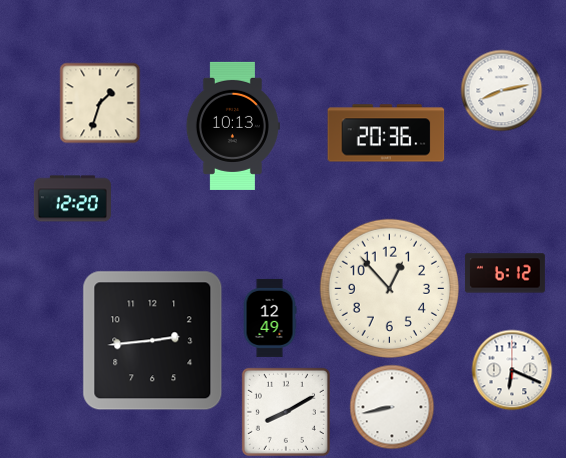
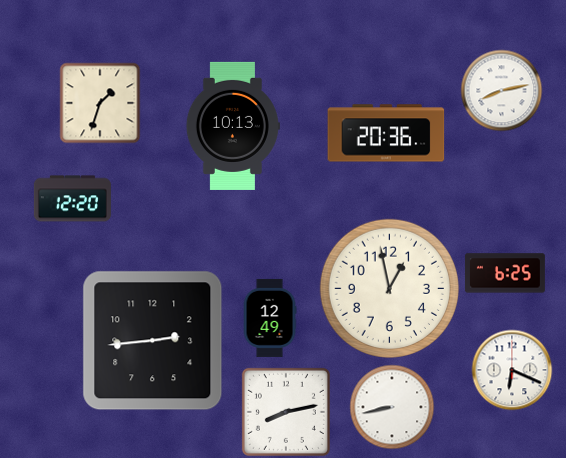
clock at (505, 273): 6:12 -> 6:25
clock at (389, 288): 12:53 -> 12:58
clock at (286, 412): 8:10 -> 8:13
